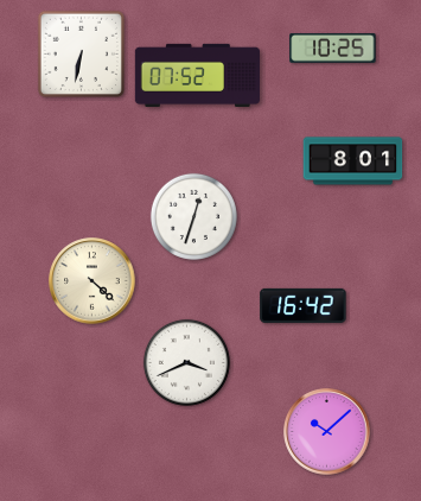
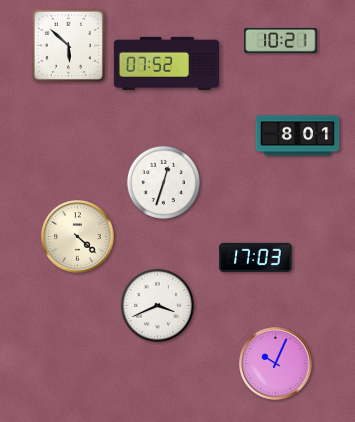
clock at (333, 47): 10:25 -> 10:21
clock at (81, 53): 6:32 -> 5:52
clock at (304, 305): 16:42 -> 17:03
clock at (327, 432): 10:08 -> 10:04
